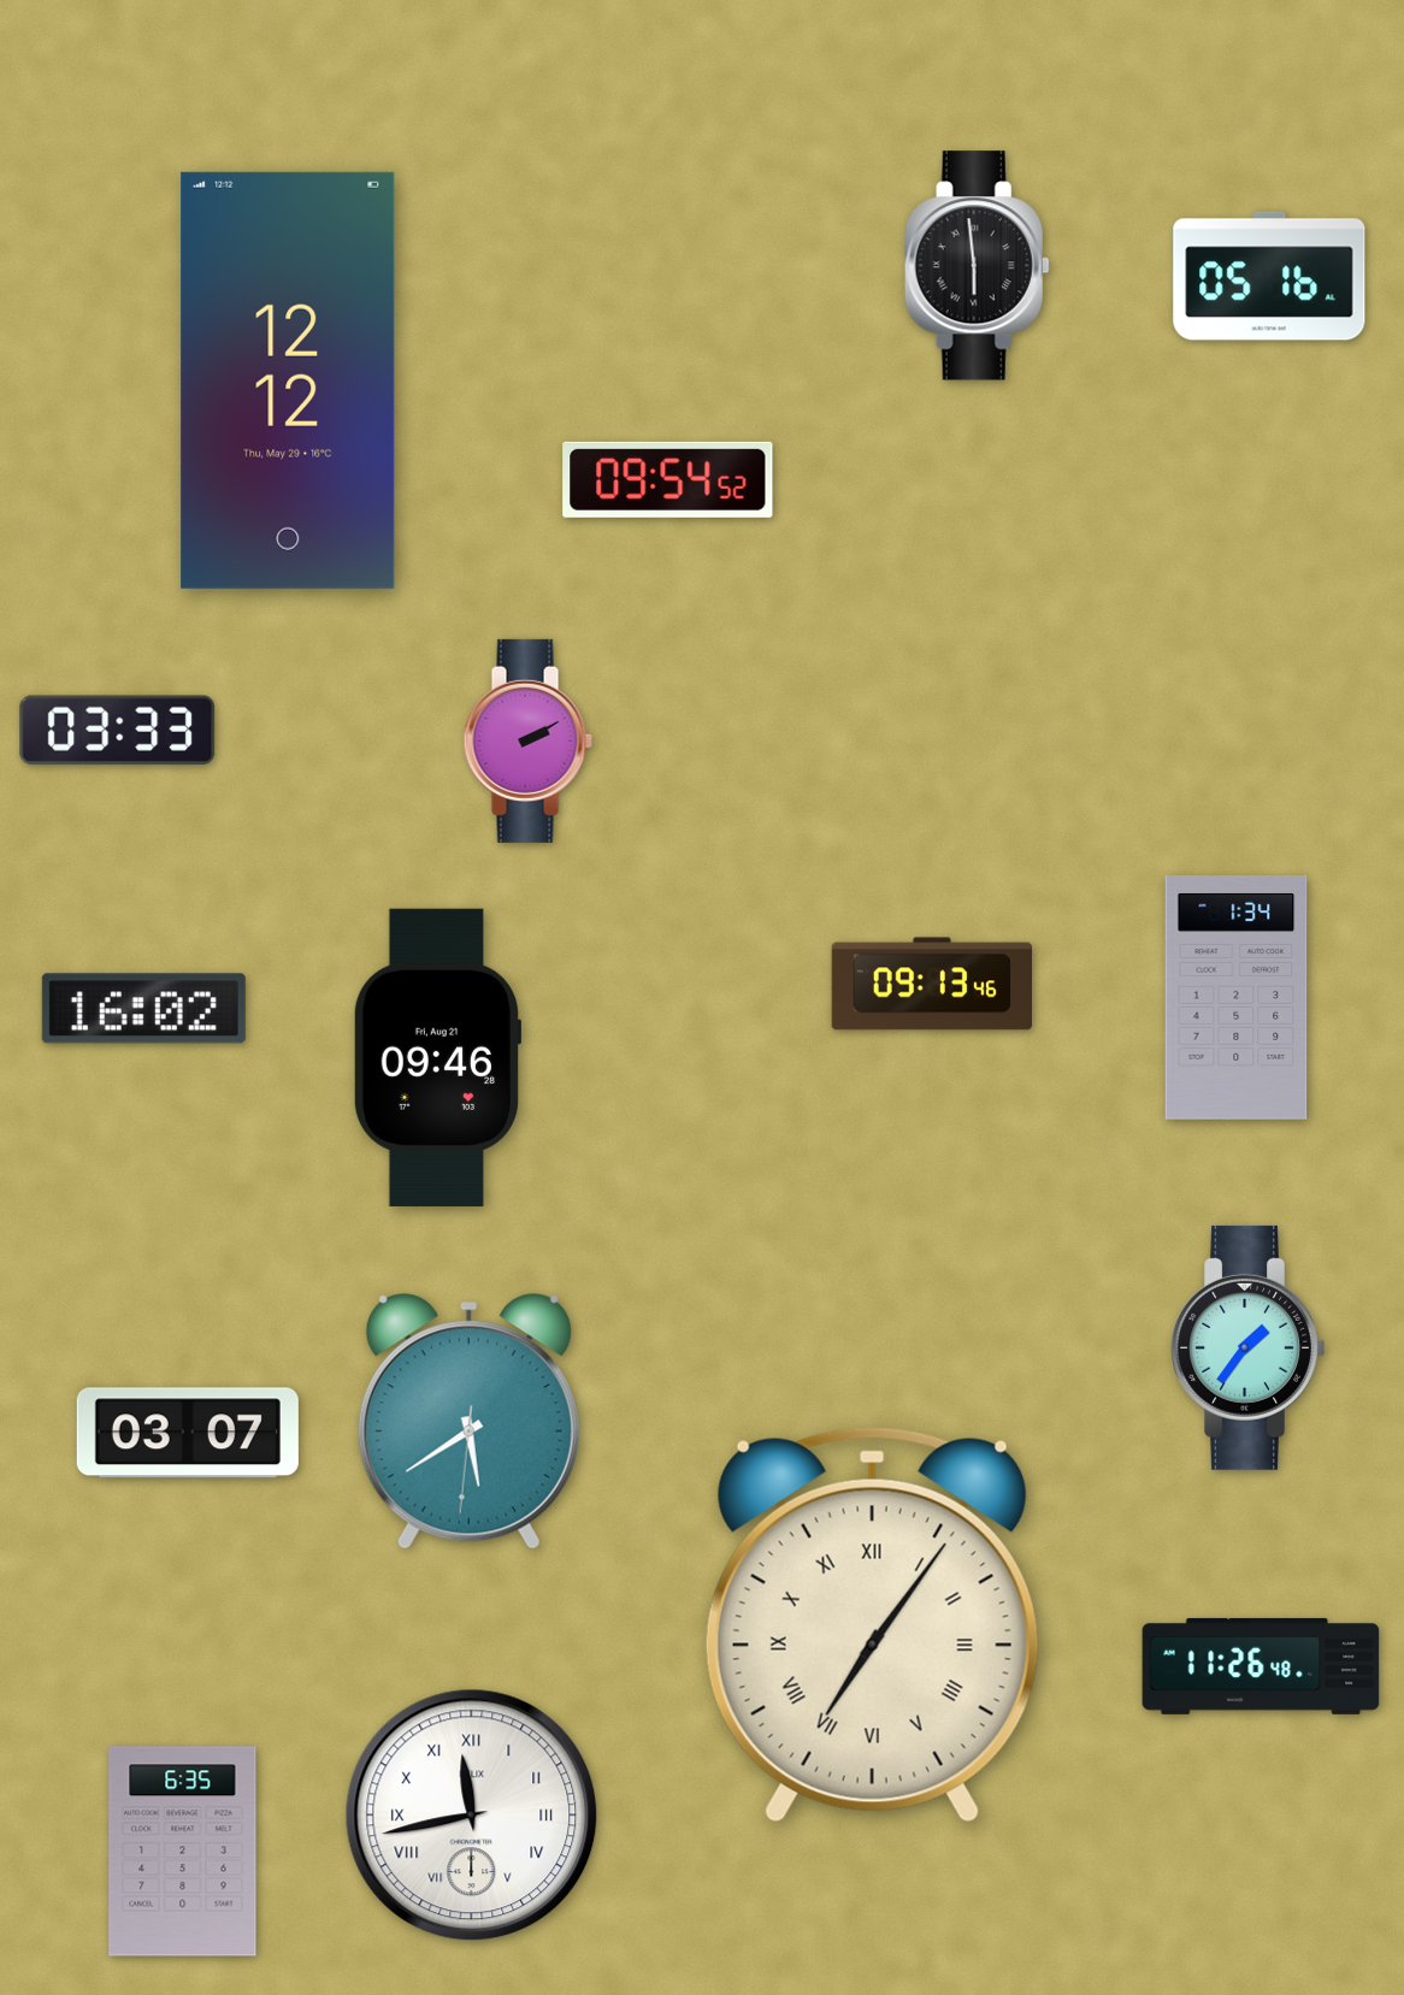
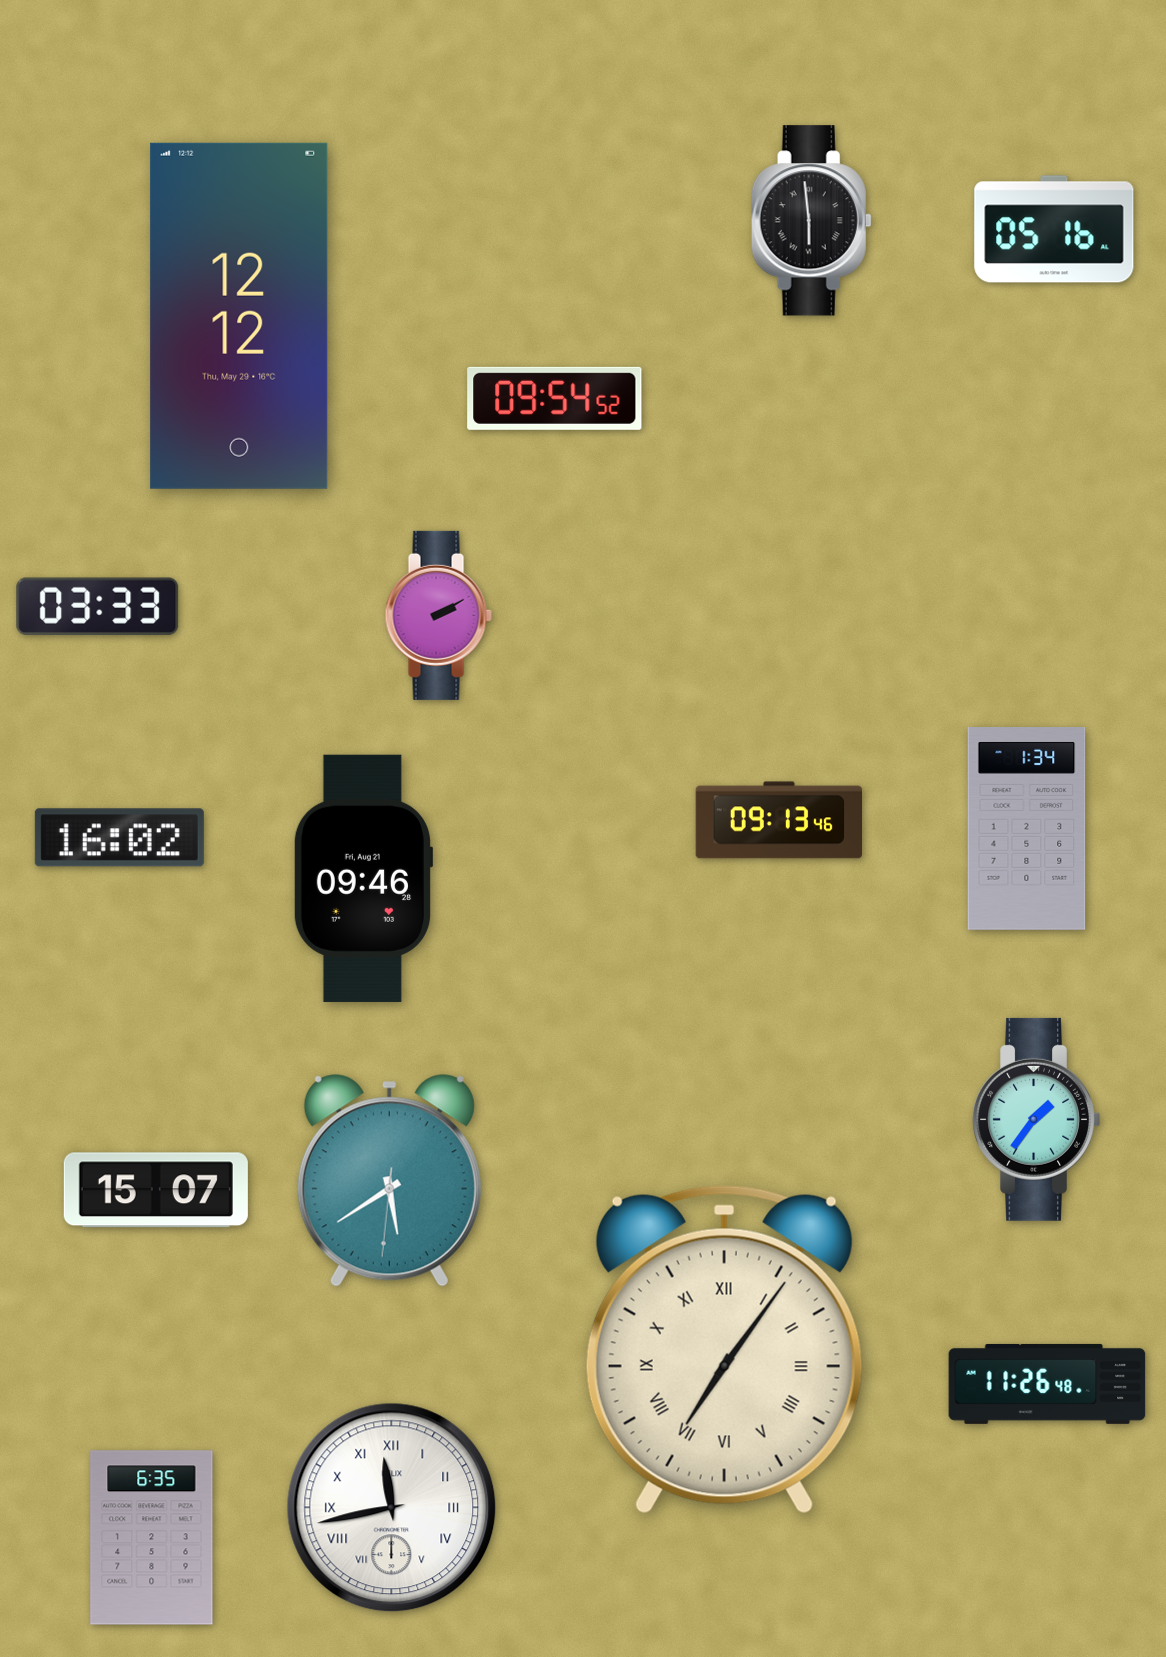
clock at (931, 984) position: (931, 984) -> (778, 820)
clock at (188, 1433): 03:07 -> 15:07
